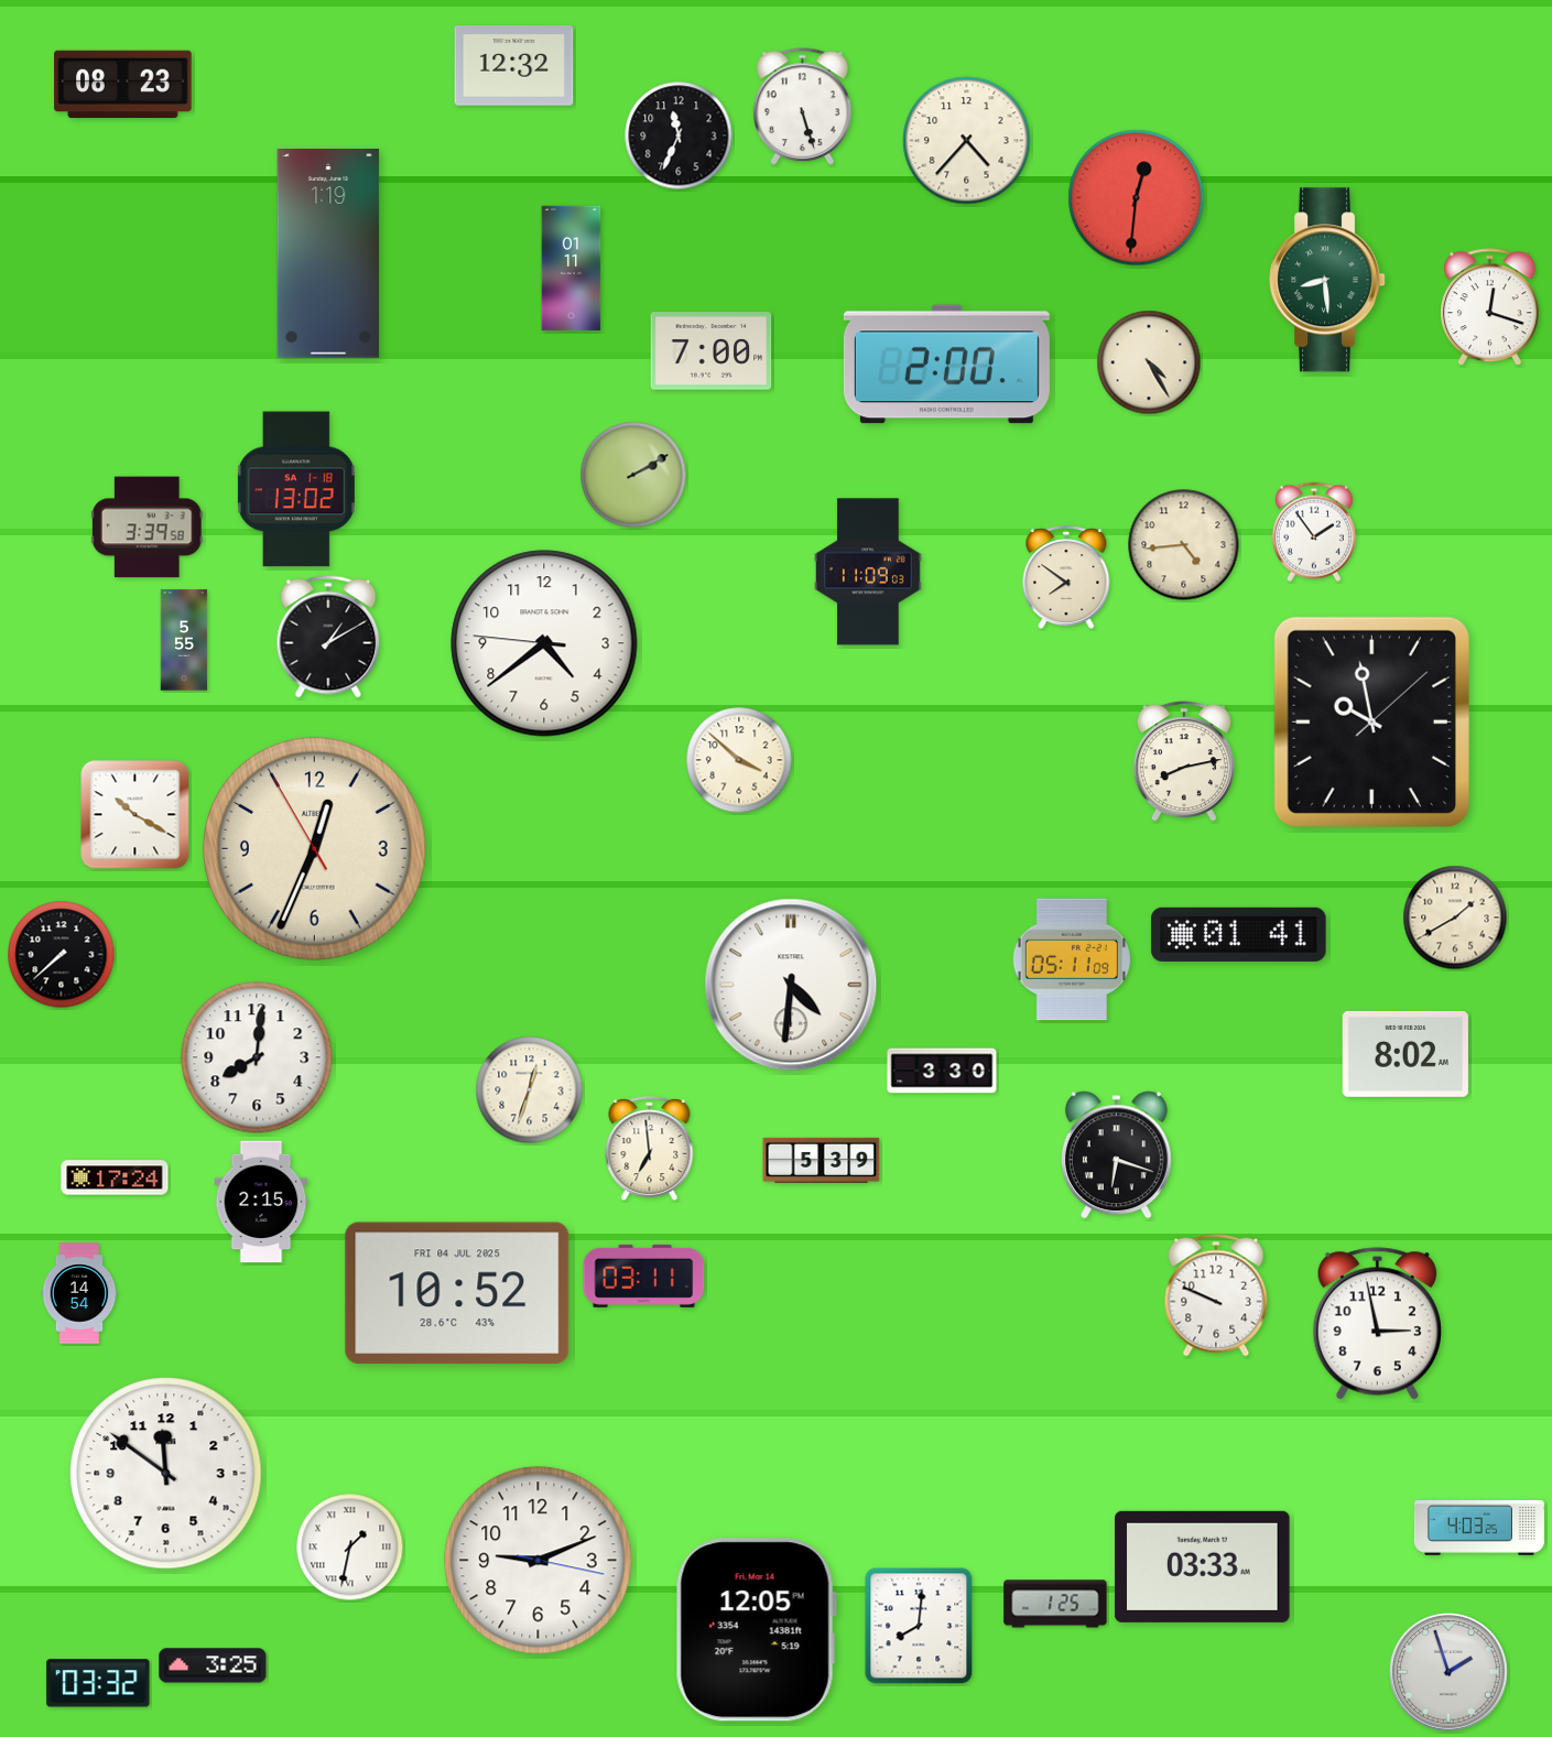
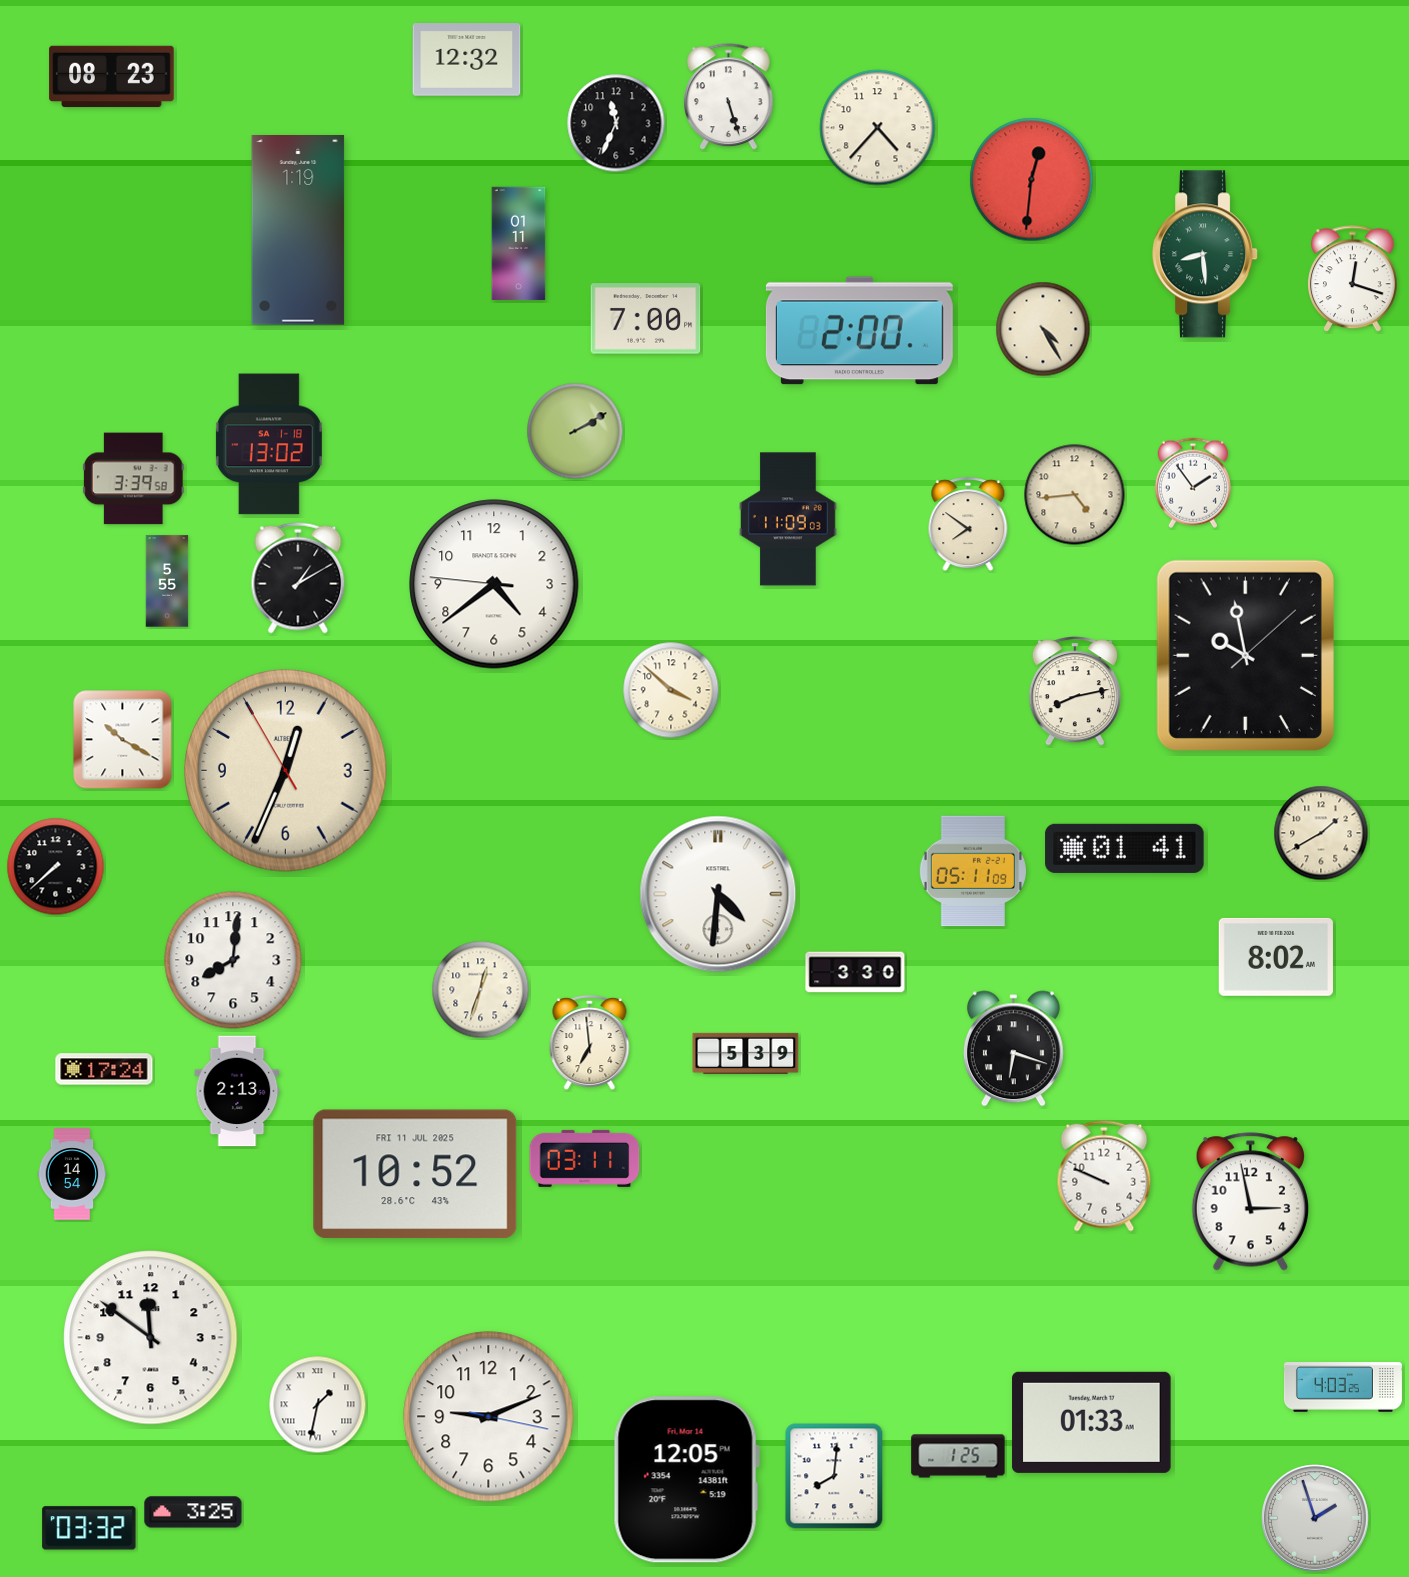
clock at (261, 1202): 2:15 -> 2:13
clock at (457, 1293) date: FRI 04 JUL 2025 -> FRI 11 JUL 2025
clock at (1203, 1566): 03:33 -> 01:33
